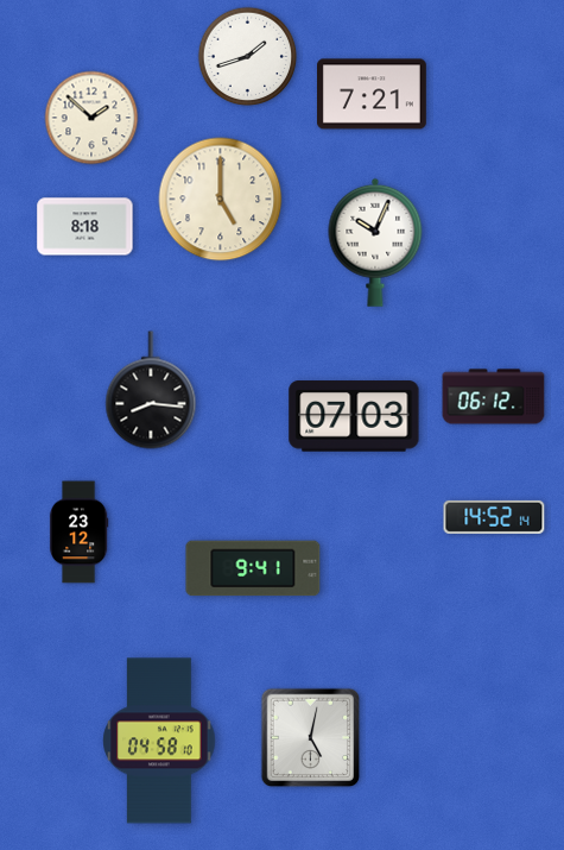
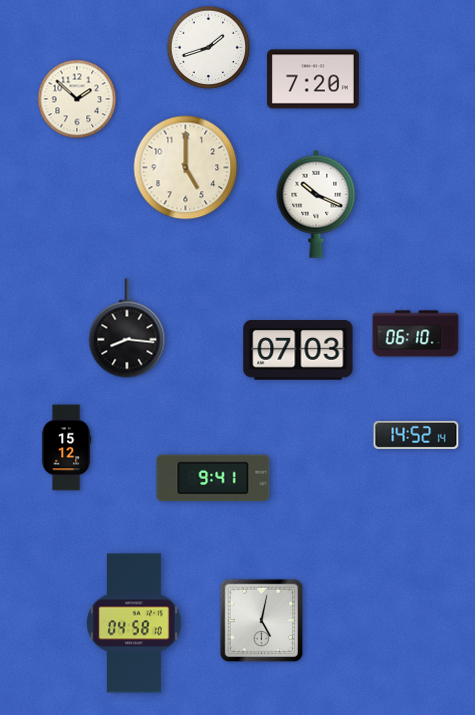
clock at (373, 94): 7:21 -> 7:20
clock at (85, 227): 8:18 -> none
clock at (375, 243): 10:04 -> 10:19
clock at (494, 397): 06:12 -> 06:10
clock at (78, 533): 23:12 -> 15:12
